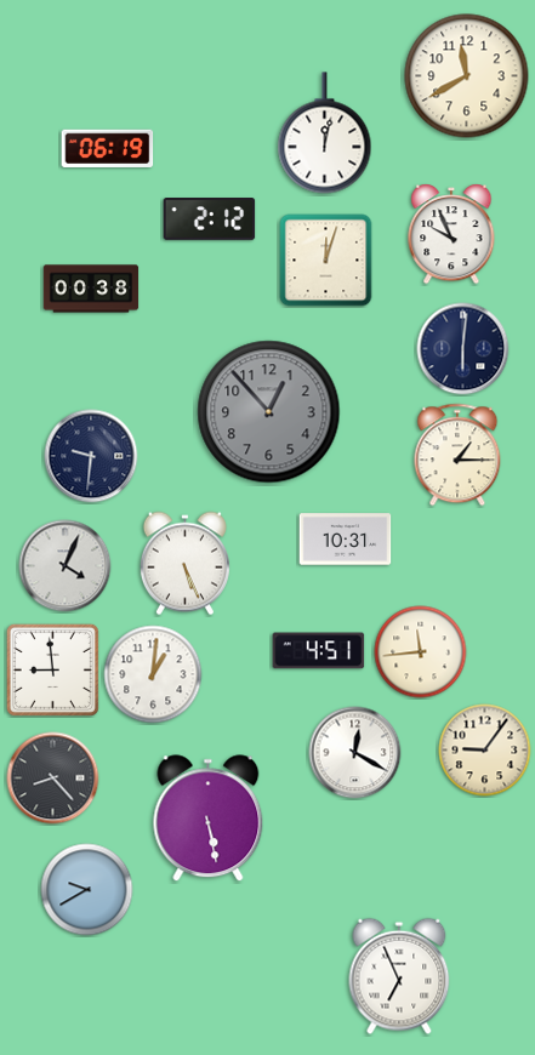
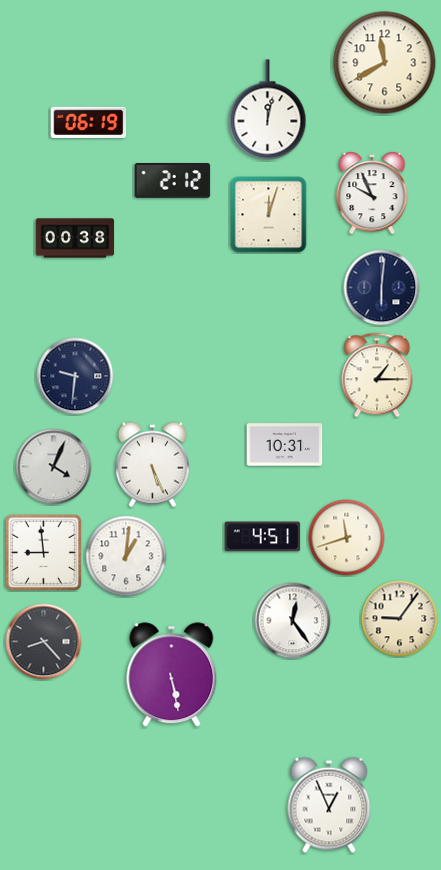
clock at (269, 412): 12:53 -> none
clock at (421, 652): 11:44 -> 11:42
clock at (355, 753): 12:20 -> 12:24
clock at (87, 890): 9:40 -> none
clock at (399, 976): 6:56 -> 12:56
